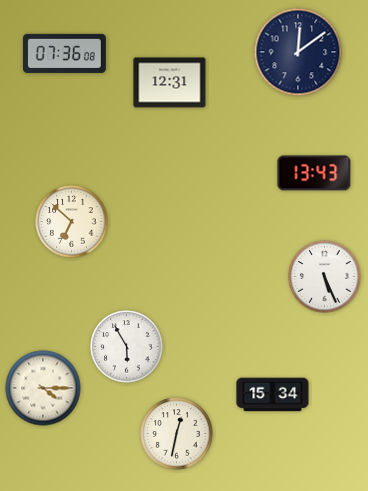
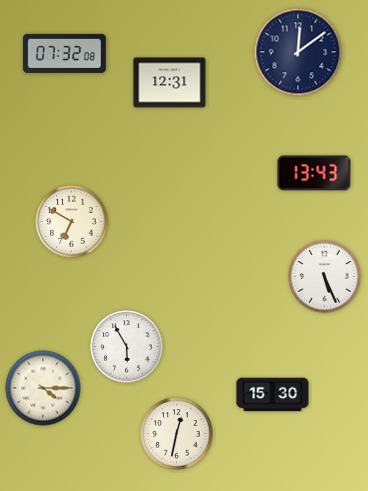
clock at (64, 53): 07:36 -> 07:32
clock at (72, 222): 6:52 -> 6:50
clock at (273, 395): 15:34 -> 15:30
